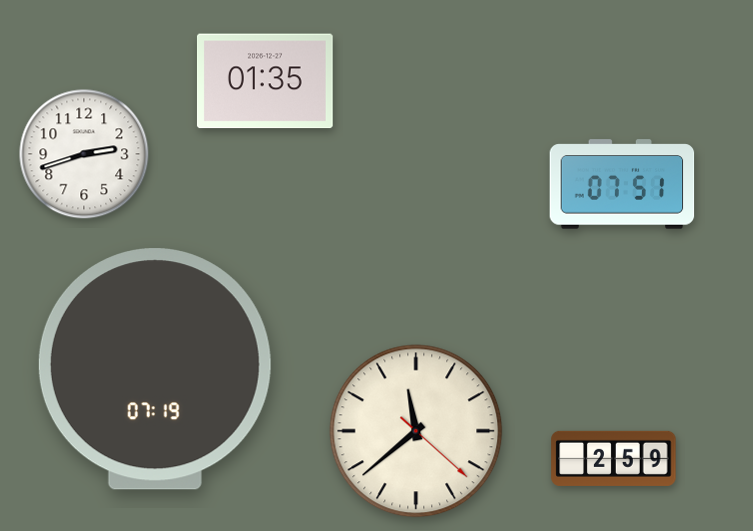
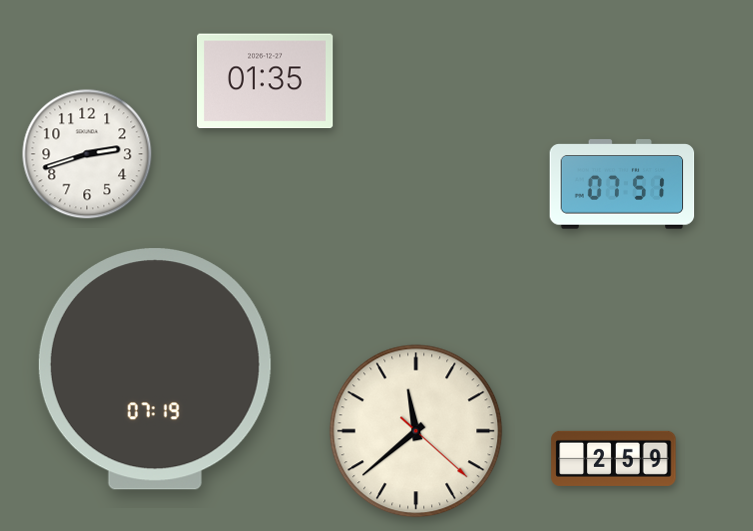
clock at (84, 154) position: (84, 154) -> (87, 154)
